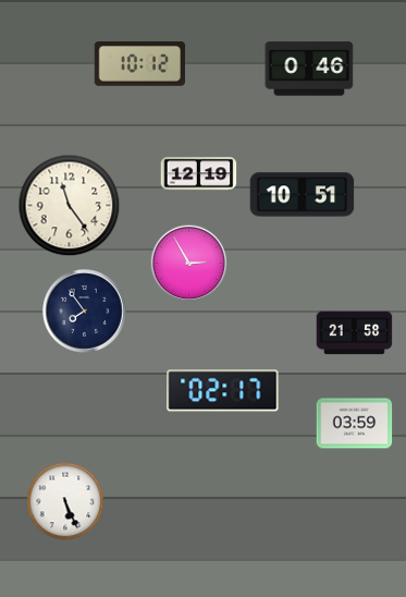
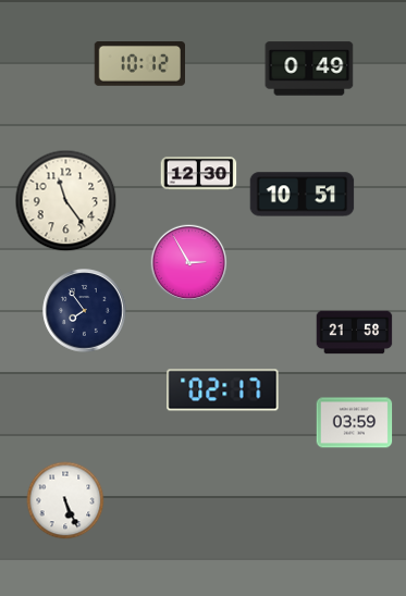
clock at (309, 69): 0:46 -> 0:49
clock at (199, 174): 12:19 -> 12:30
clock at (70, 206) position: (70, 206) -> (66, 201)
